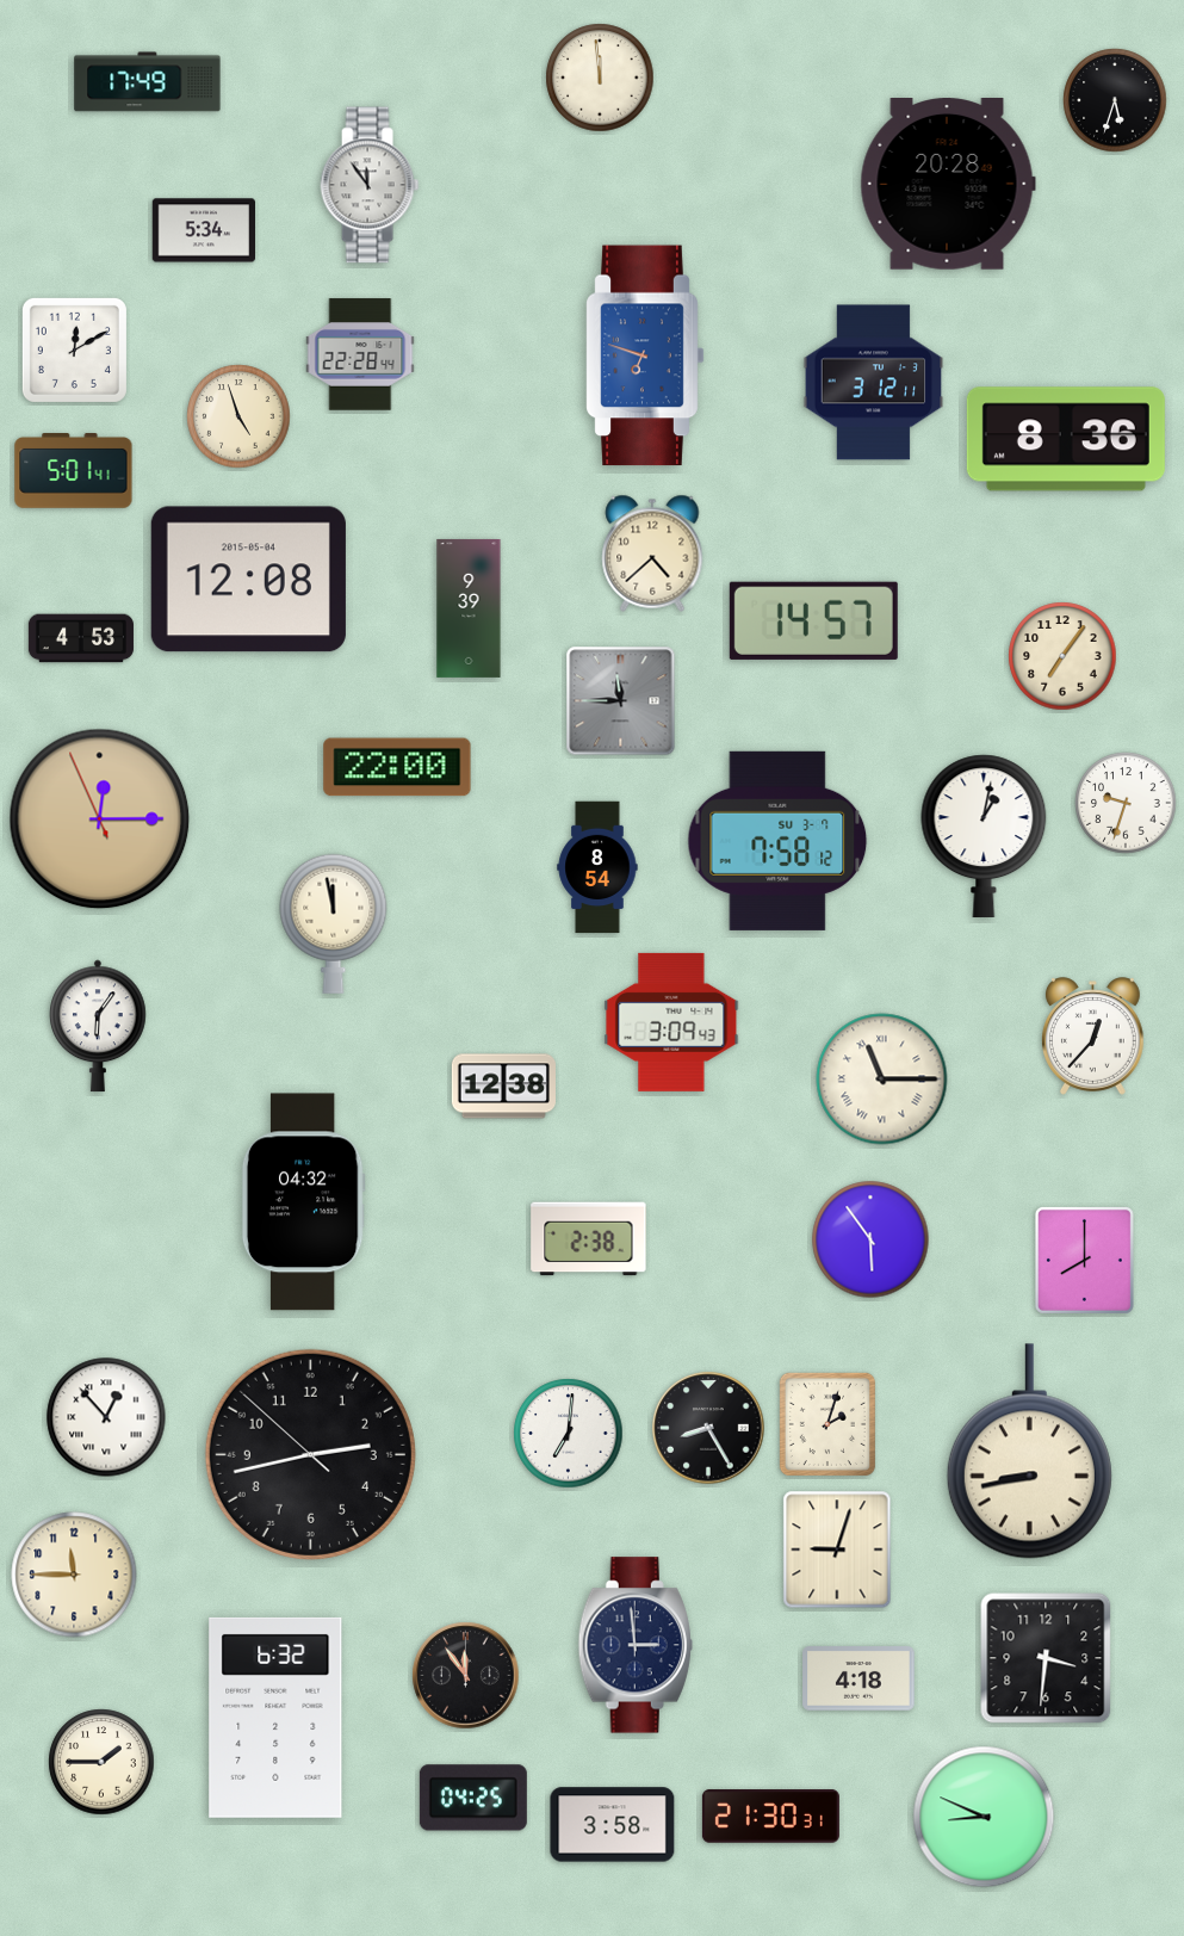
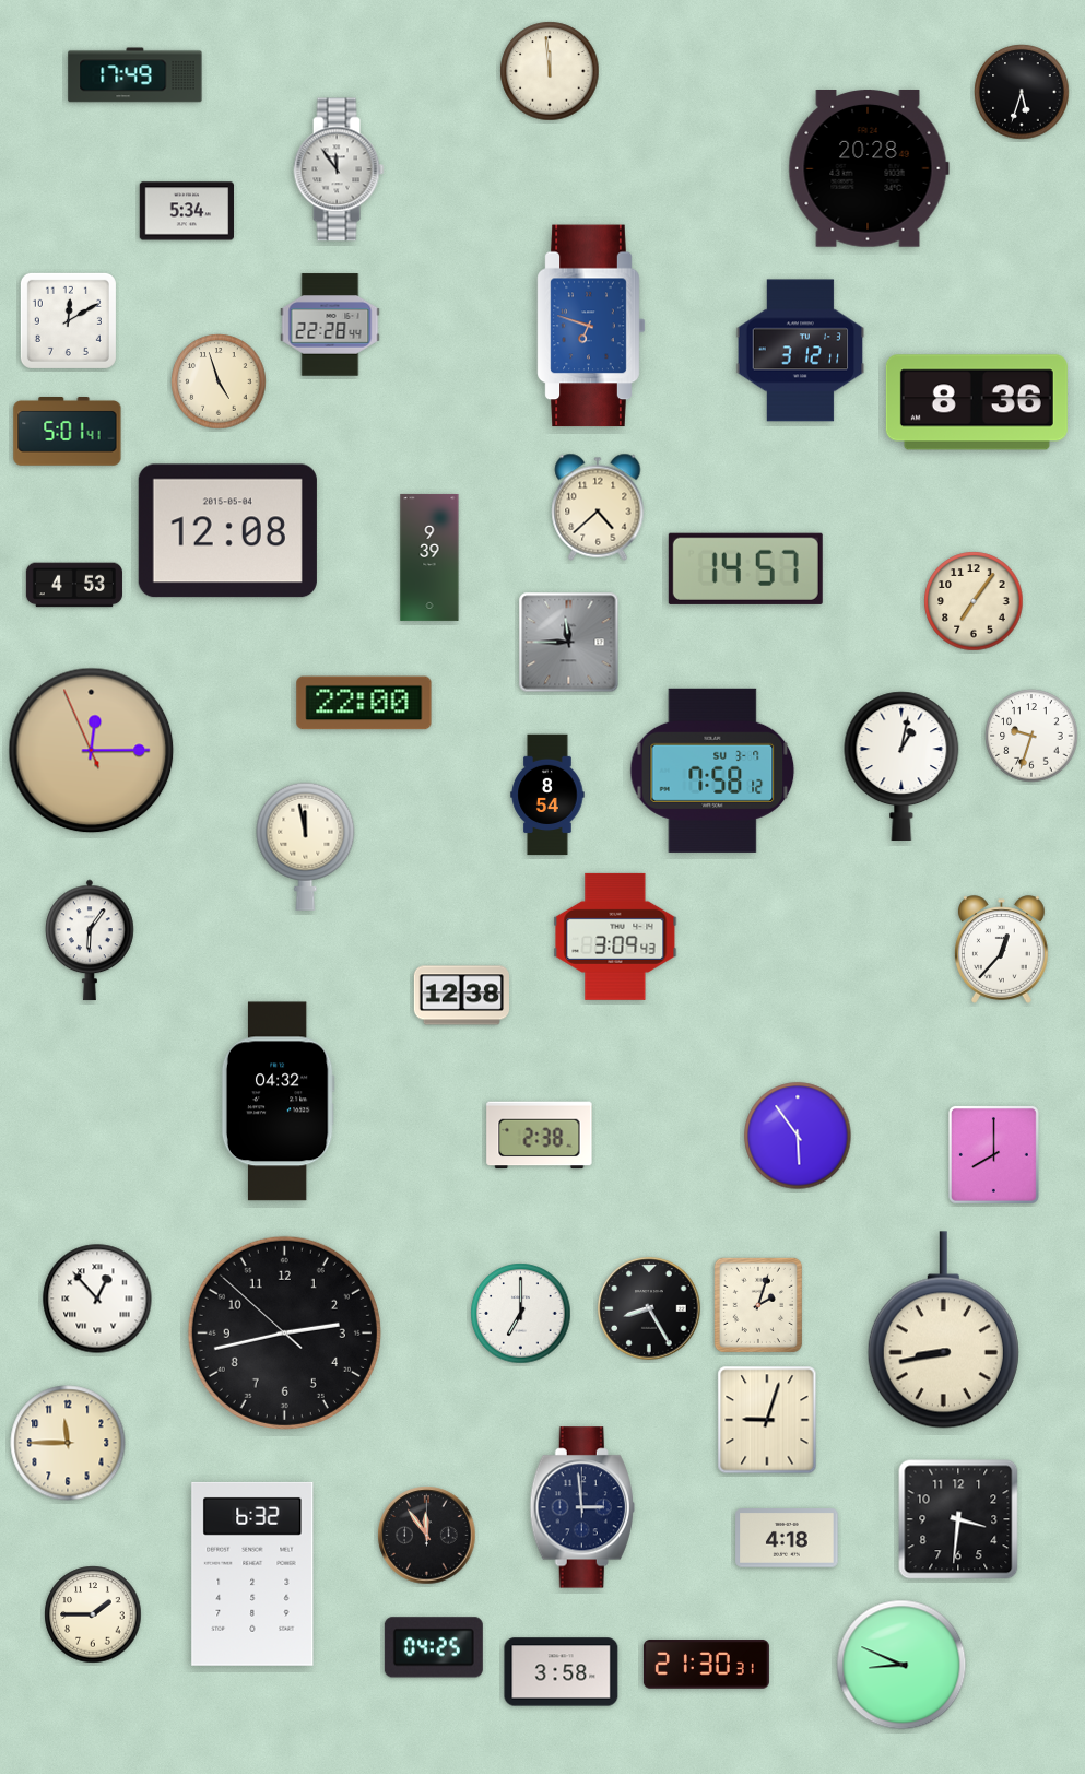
clock at (882, 1080): 11:15 -> none
clock at (569, 1434): 7:01 -> 7:00
